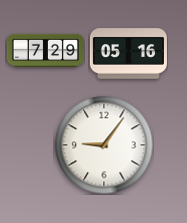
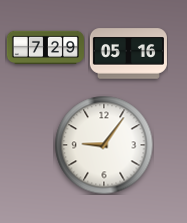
clock at (45, 51) position: (45, 51) -> (45, 48)
